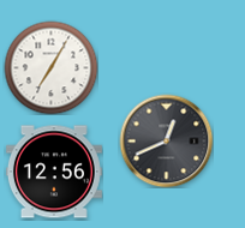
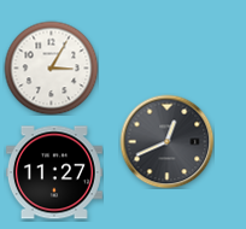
clock at (50, 67): 7:05 -> 3:05
clock at (54, 172): 12:56 -> 11:27
